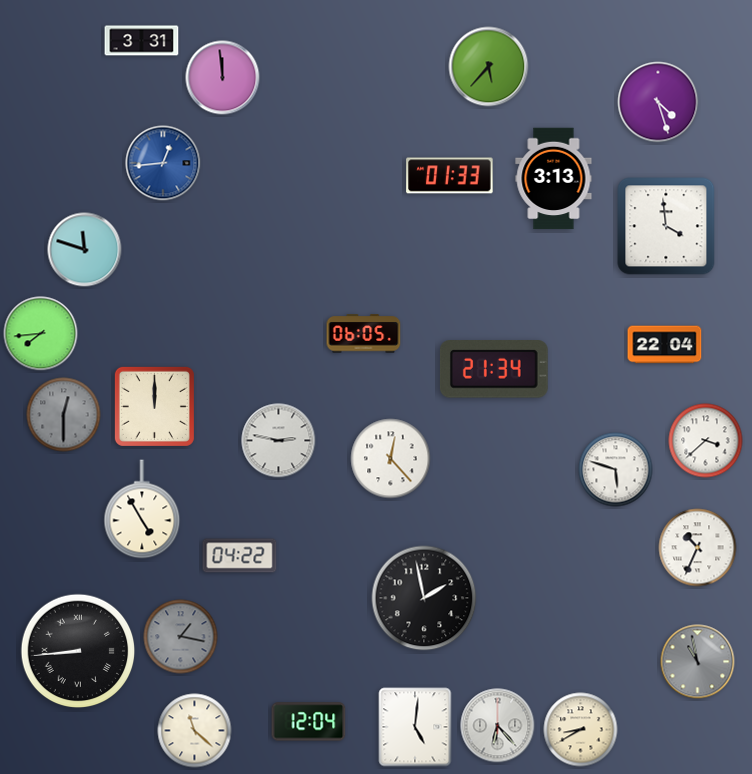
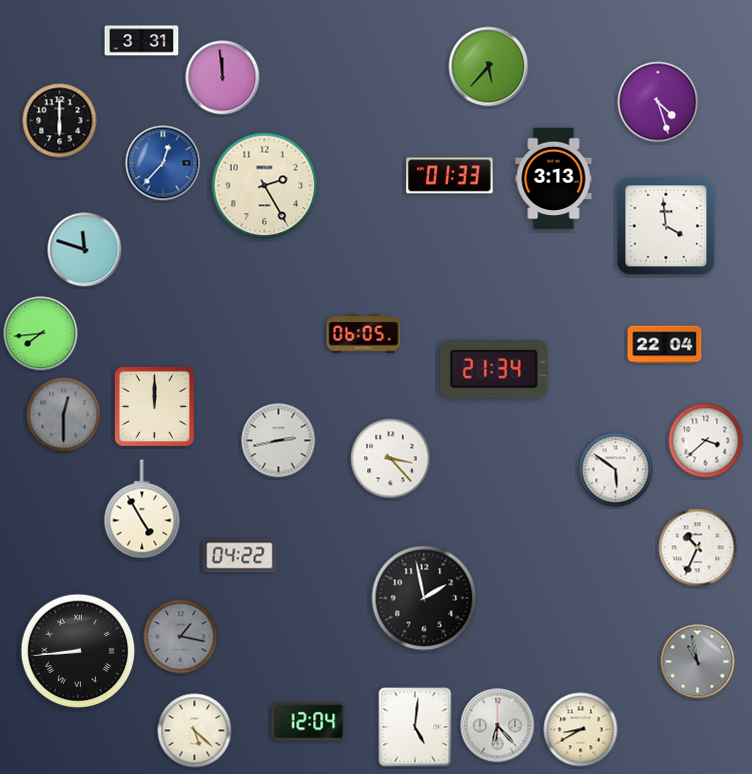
clock at (60, 121): none -> 6:00
clock at (163, 163): 12:44 -> 12:37
clock at (265, 186): none -> 2:25
clock at (279, 441): 2:47 -> 2:43
clock at (391, 459): 12:23 -> 3:23
clock at (616, 470): 5:48 -> 5:51
clock at (195, 731): 11:22 -> 5:22
